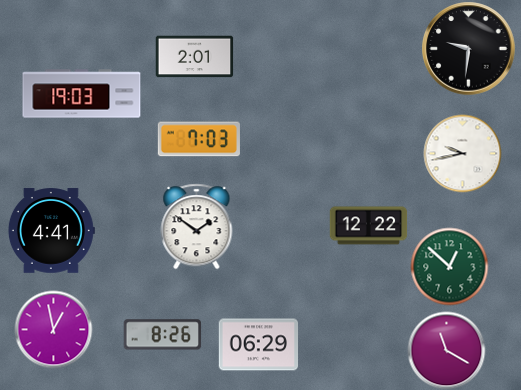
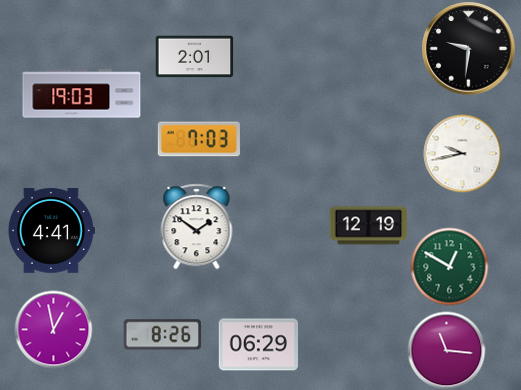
clock at (368, 226): 12:22 -> 12:19
clock at (449, 266): 12:52 -> 12:50
clock at (446, 350): 11:20 -> 11:16
